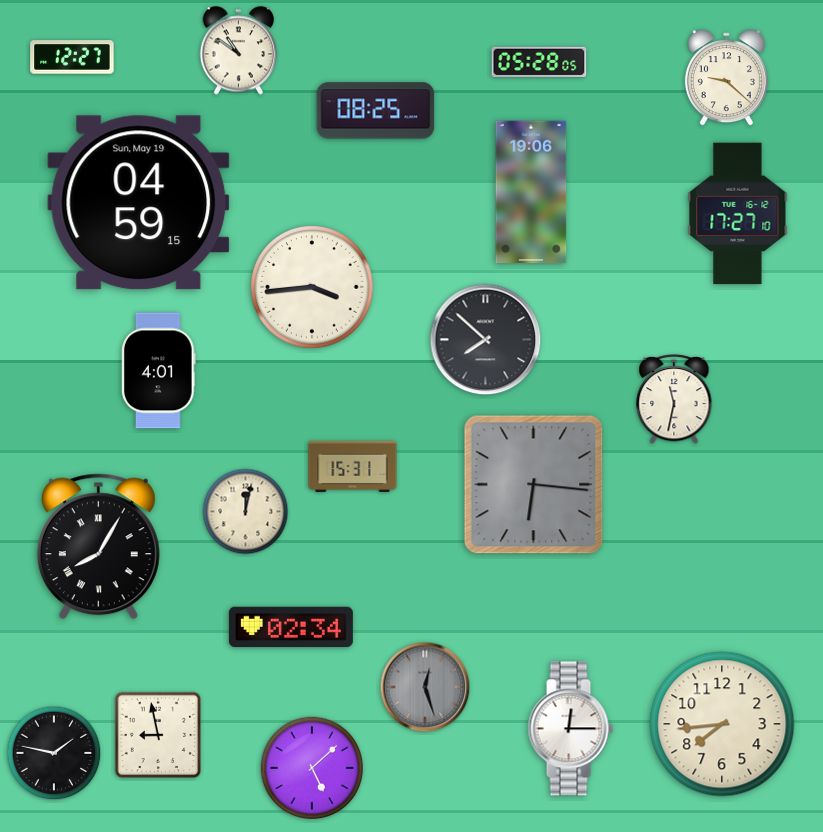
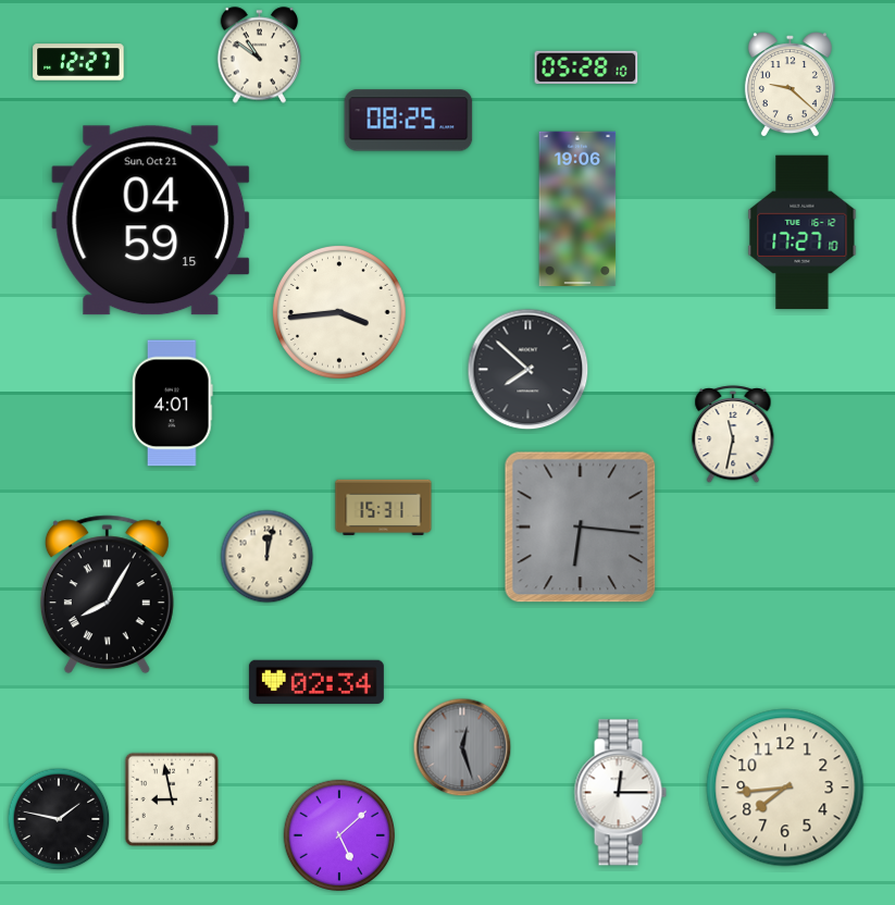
clock at (539, 61): 05:28:05 -> 05:28:10
clock at (139, 203) date: Sun, May 19 -> Sun, Oct 21
